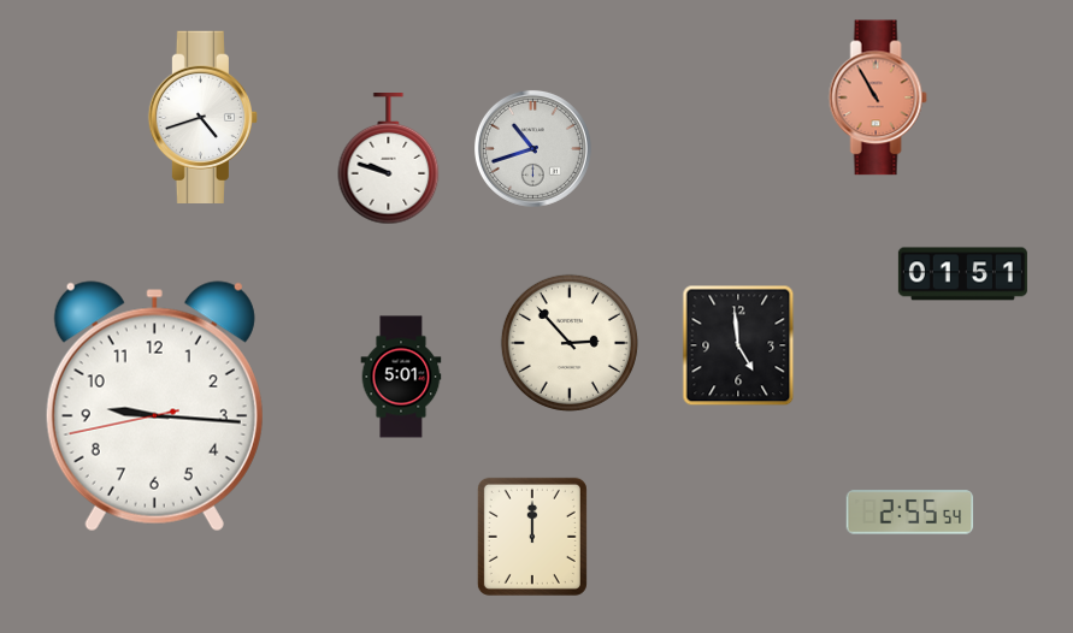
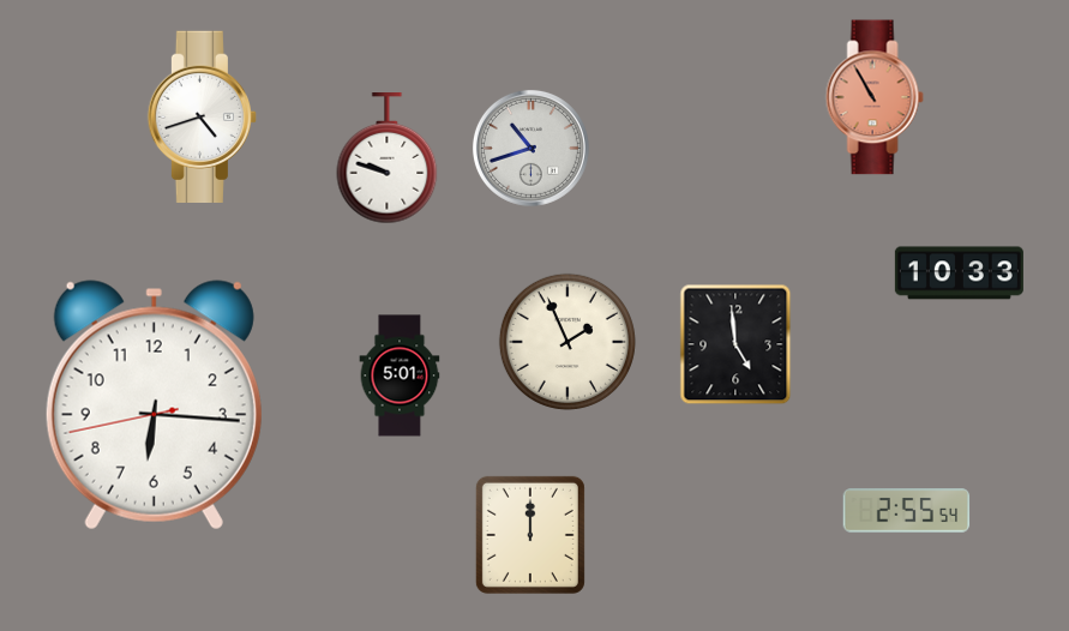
clock at (962, 274): 01:51 -> 10:33
clock at (570, 343): 2:53 -> 1:56
clock at (154, 407): 9:15 -> 6:15
